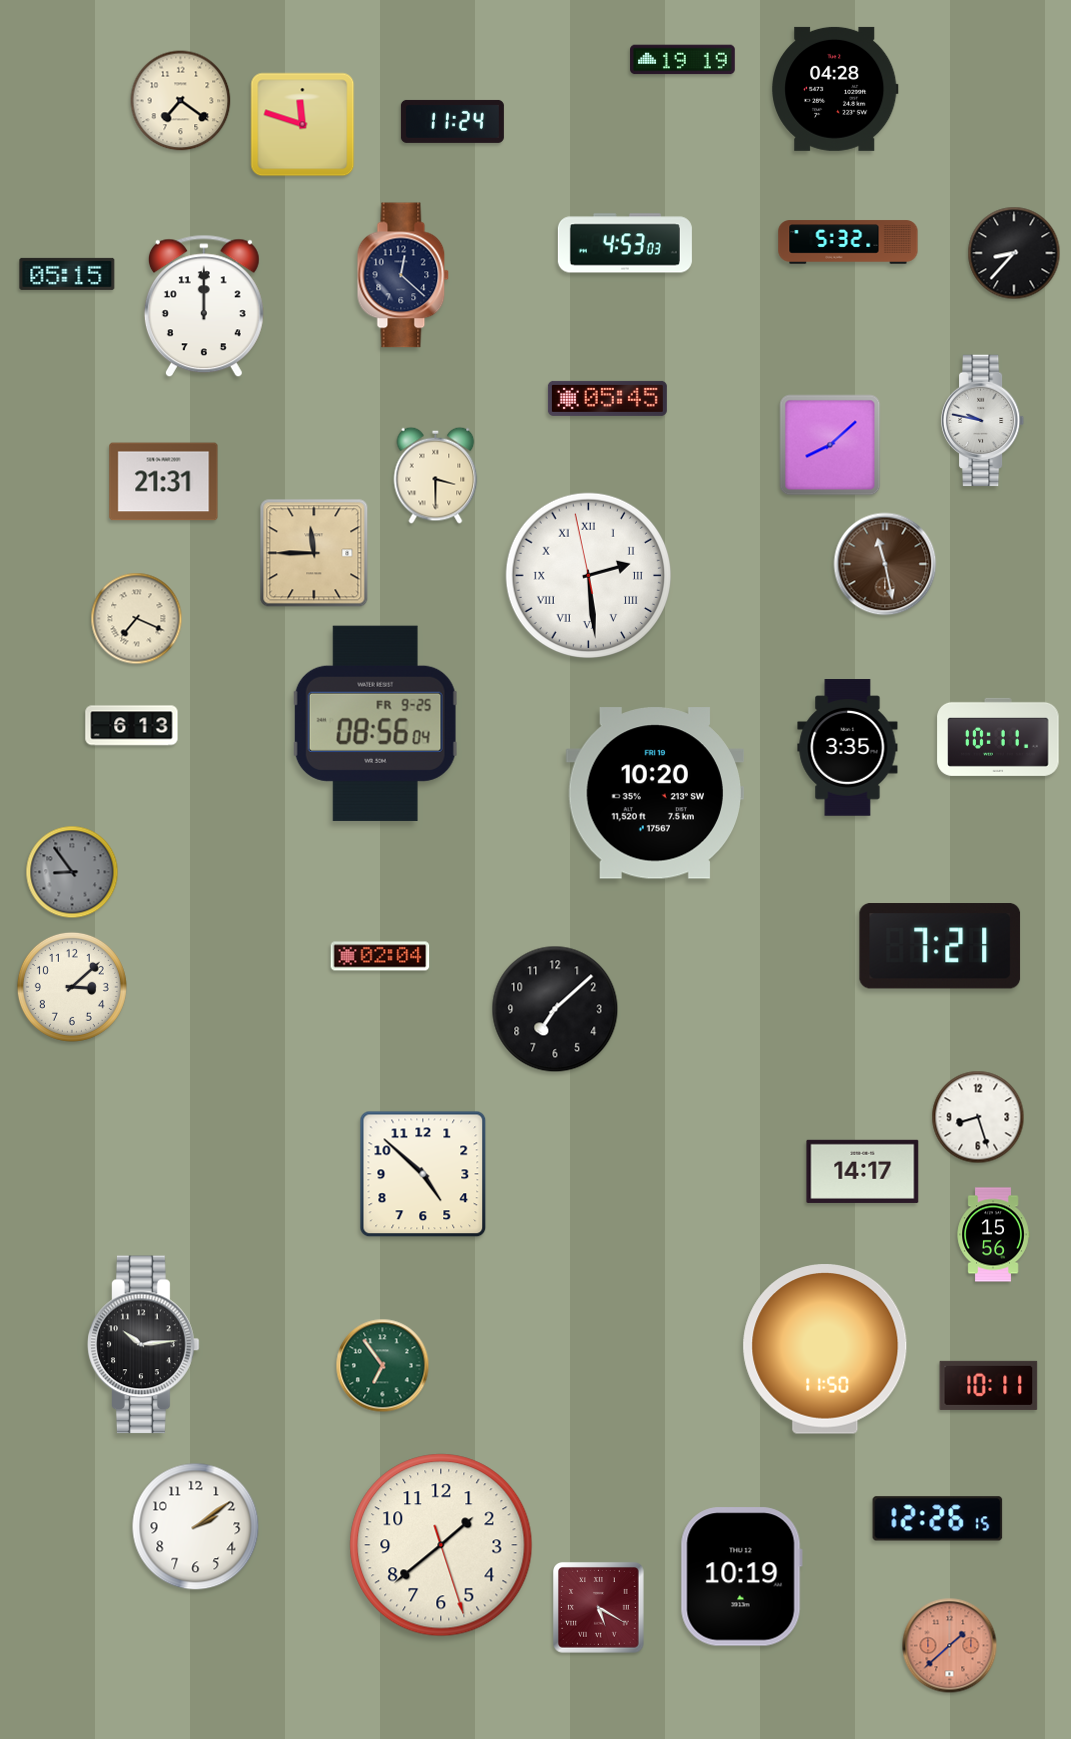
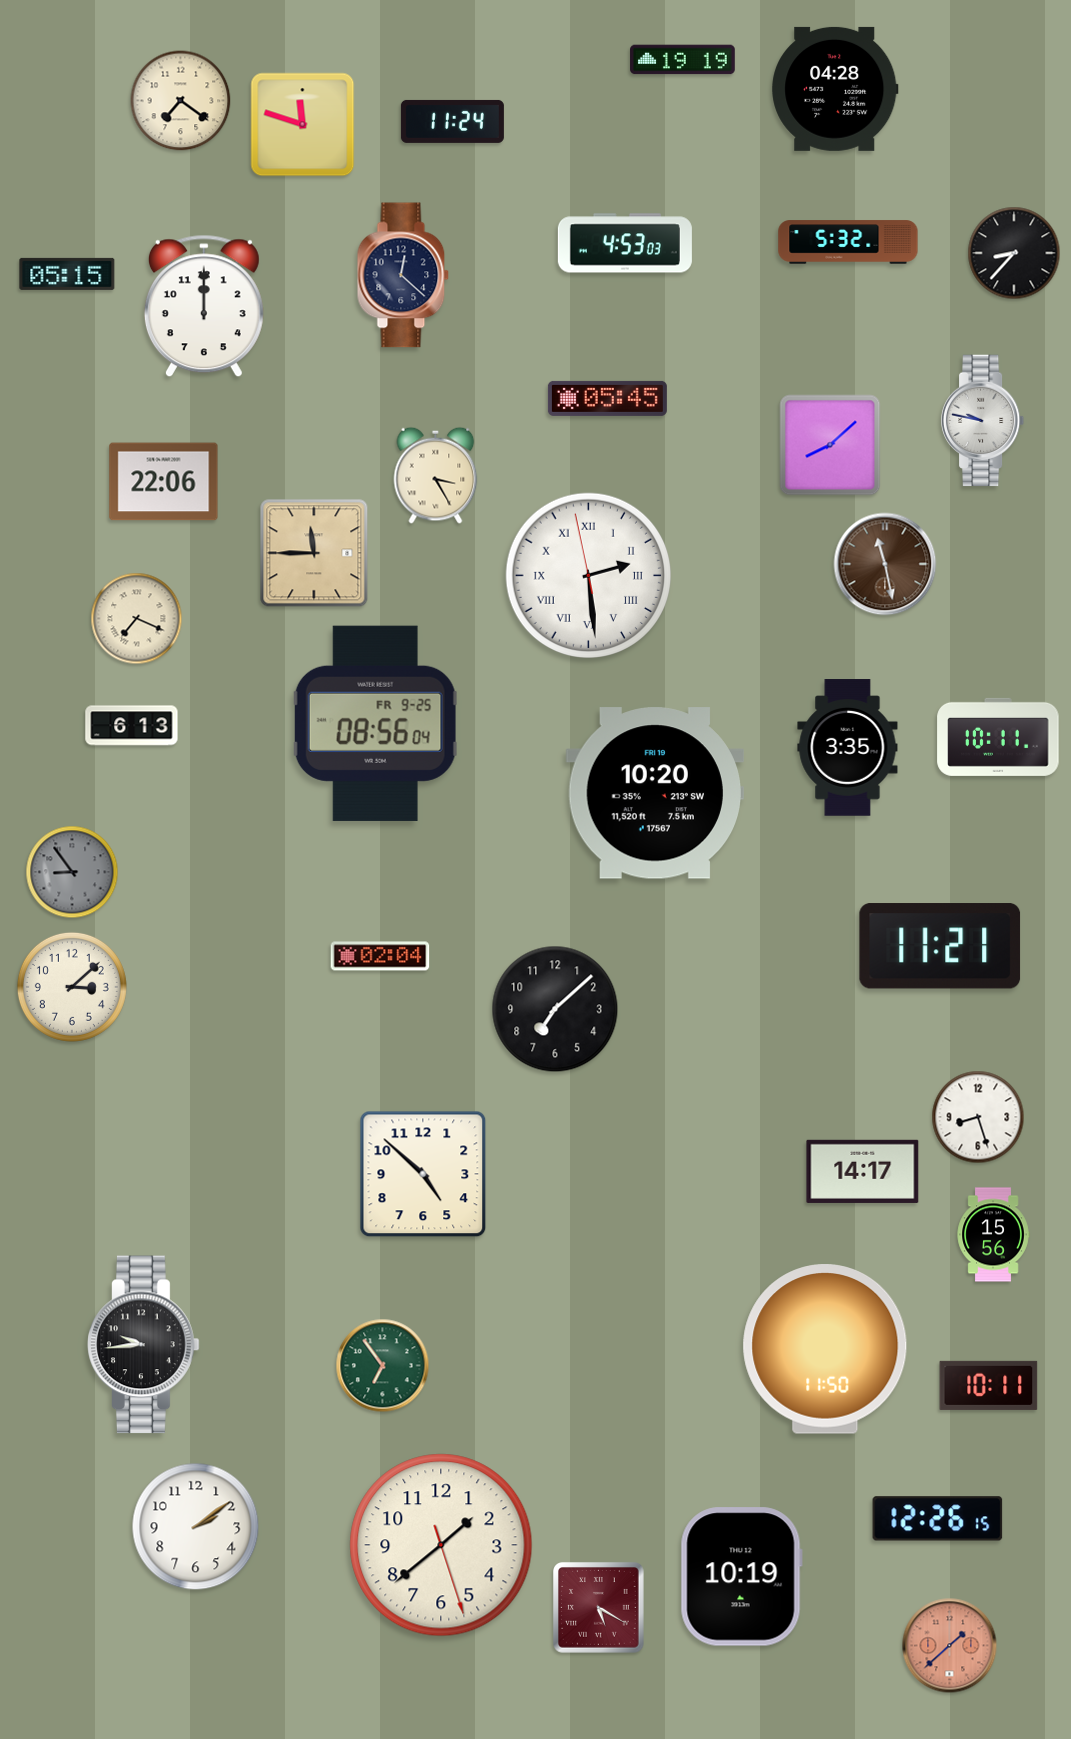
clock at (436, 475): 3:30 -> 3:25
clock at (164, 482): 21:31 -> 22:06
clock at (940, 946): 7:21 -> 11:21
clock at (144, 1345): 10:14 -> 9:44
